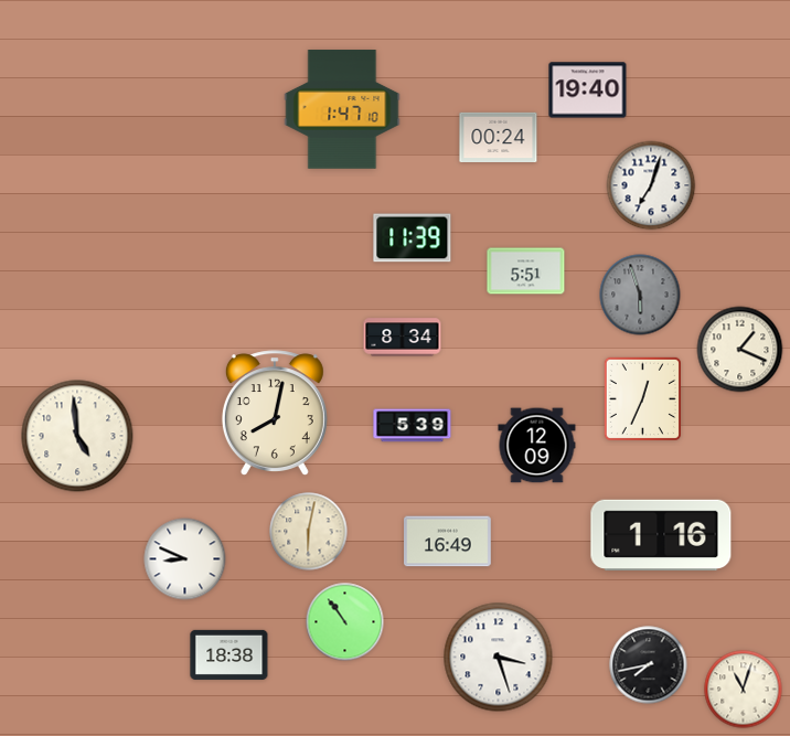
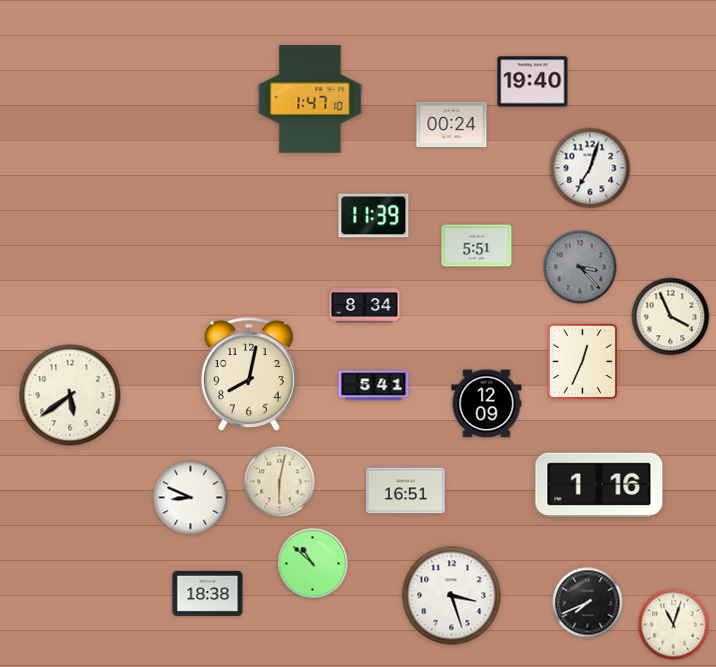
clock at (640, 295): 5:57 -> 3:23
clock at (740, 350): 1:19 -> 3:56
clock at (413, 426): 5:39 -> 5:41
clock at (77, 436): 4:59 -> 5:39
clock at (448, 542): 16:49 -> 16:51
clock at (185, 559) position: (185, 559) -> (191, 498)
clock at (345, 622): 10:54 -> 10:52
clock at (649, 665): 7:43 -> 7:41
